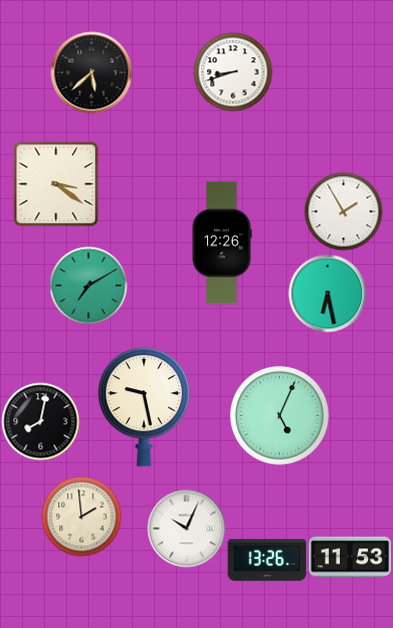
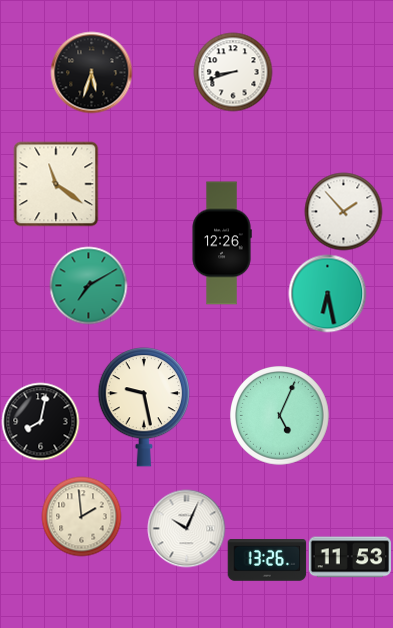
clock at (91, 72): 5:38 -> 5:33
clock at (56, 184): 3:21 -> 11:21
clock at (343, 211): 1:55 -> 1:53
